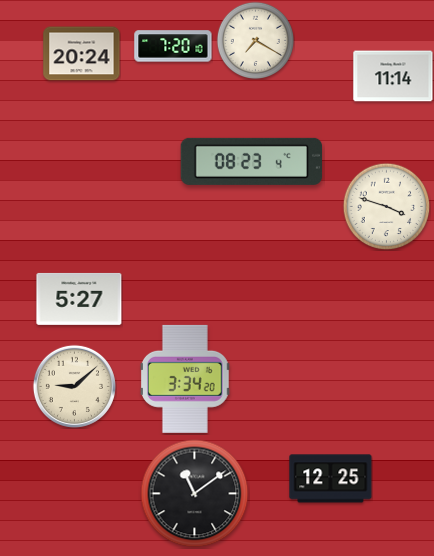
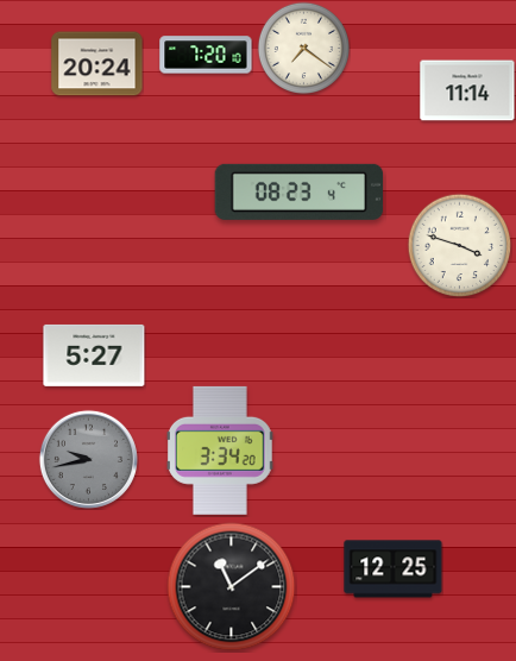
clock at (255, 40): 7:20 -> 7:21
clock at (74, 386): 9:08 -> 9:43
clock at (74, 386) dial: cream -> grey
